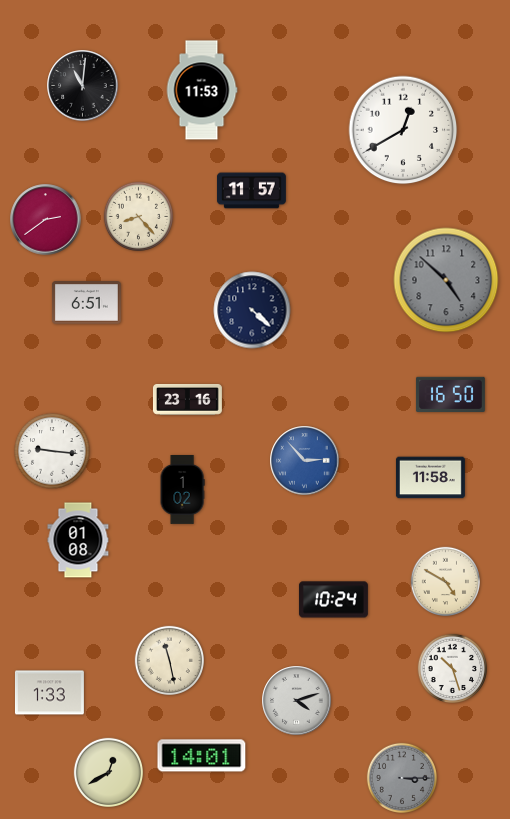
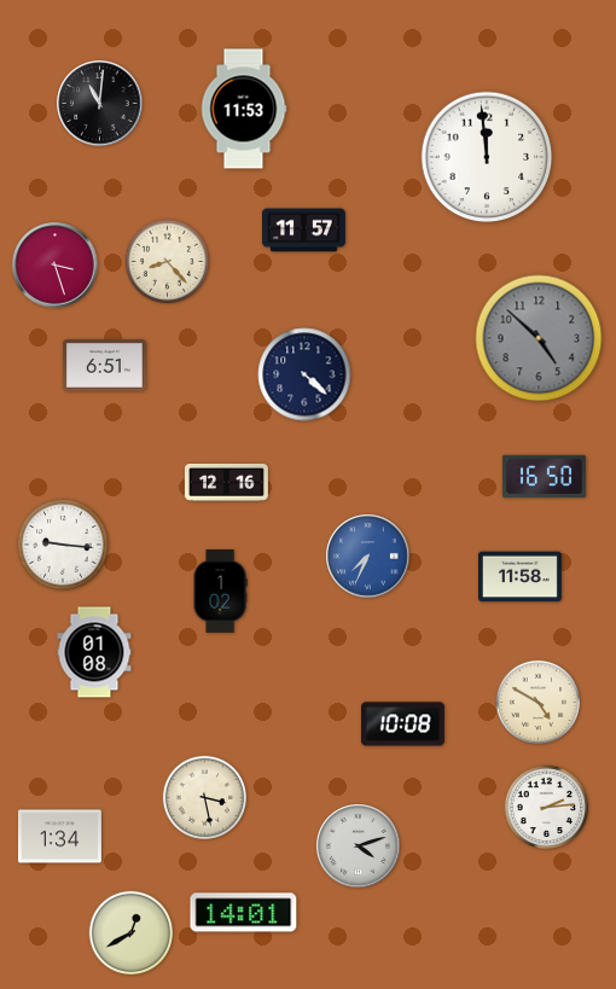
clock at (403, 130): 12:40 -> 11:59
clock at (46, 220): 2:39 -> 3:27
clock at (188, 399): 23:16 -> 12:16
clock at (305, 461): 2:53 -> 7:34
clock at (333, 600): 10:24 -> 10:08
clock at (170, 661): 11:28 -> 3:28
clock at (453, 669): 10:27 -> 2:14
clock at (49, 693): 1:33 -> 1:34
clock at (402, 778): 3:15 -> none
